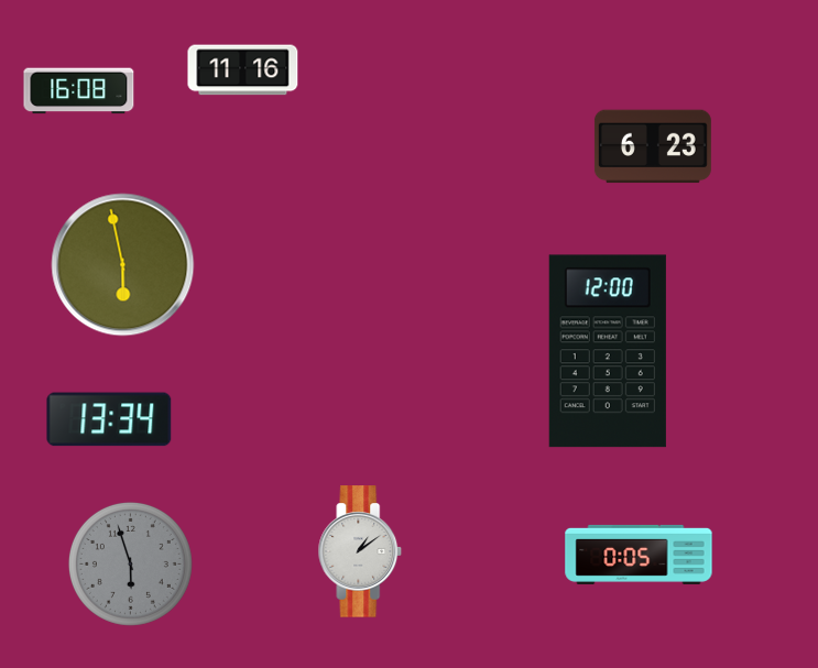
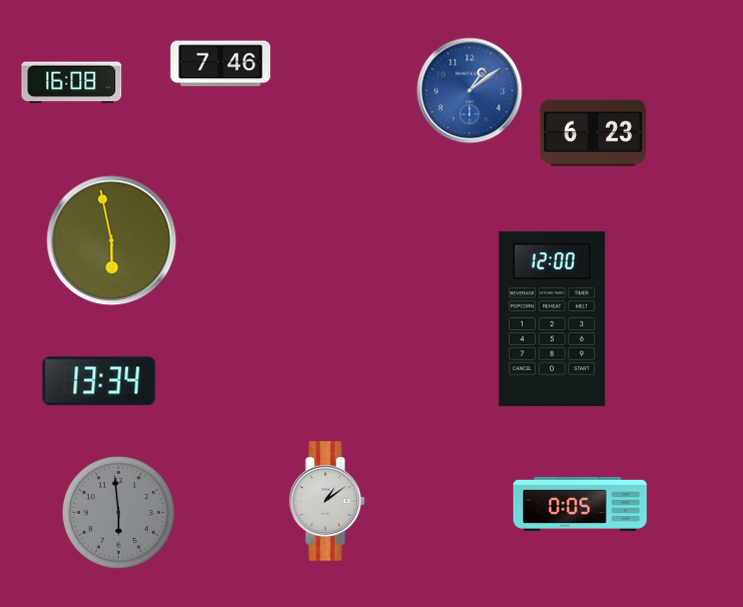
clock at (243, 70): 11:16 -> 7:46
clock at (470, 91): none -> 1:09
clock at (130, 563): 5:57 -> 5:59
